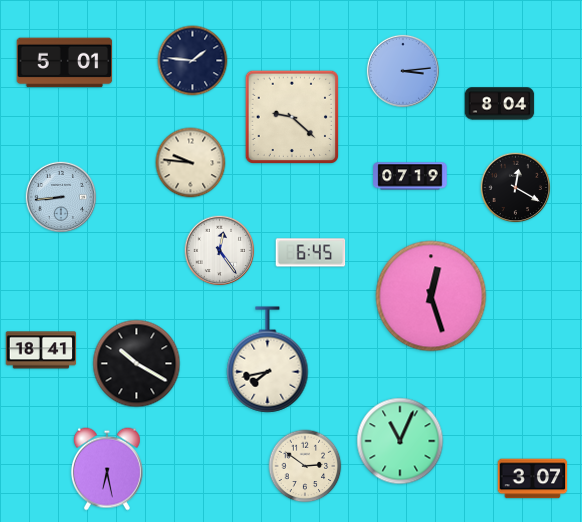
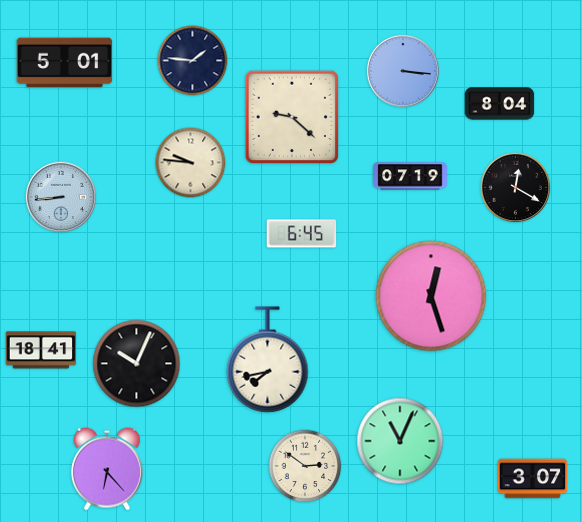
clock at (403, 71): 3:14 -> 3:16
clock at (220, 251): 12:24 -> none
clock at (311, 253) position: (311, 253) -> (302, 234)
clock at (137, 364): 10:20 -> 10:04
clock at (107, 469): 6:28 -> 6:23
